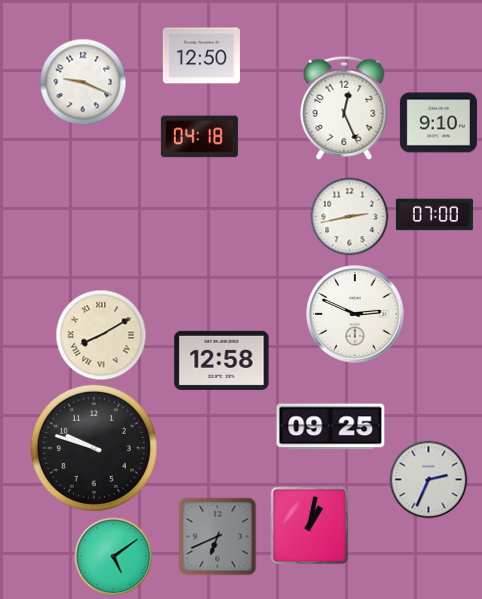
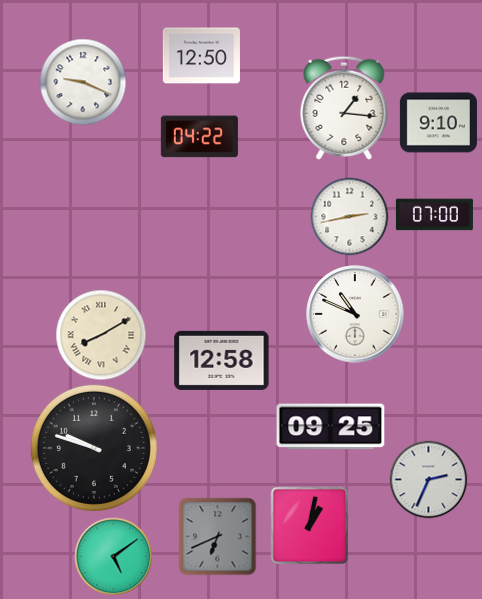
clock at (344, 108): 12:26 -> 1:16
clock at (199, 137): 04:18 -> 04:22
clock at (355, 314): 2:49 -> 10:49
